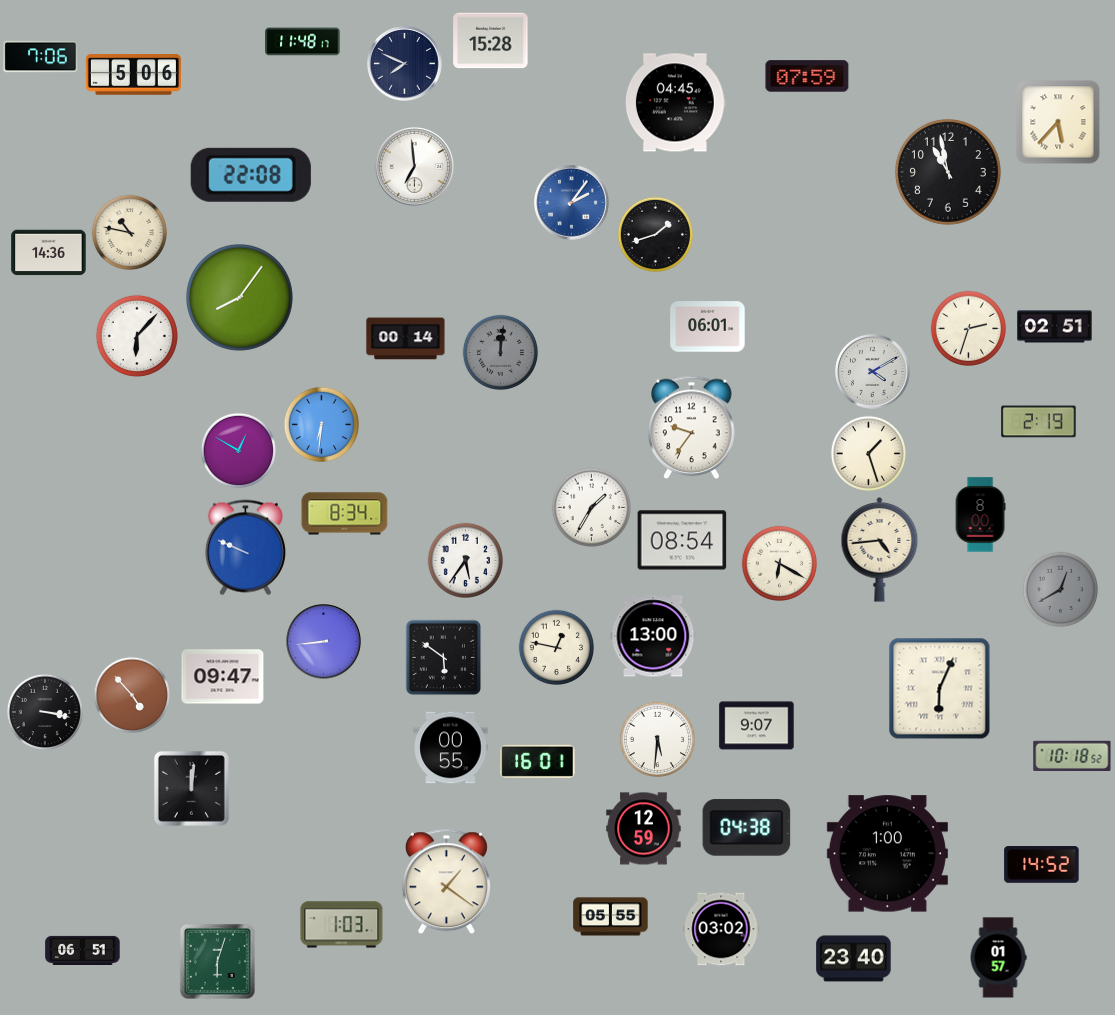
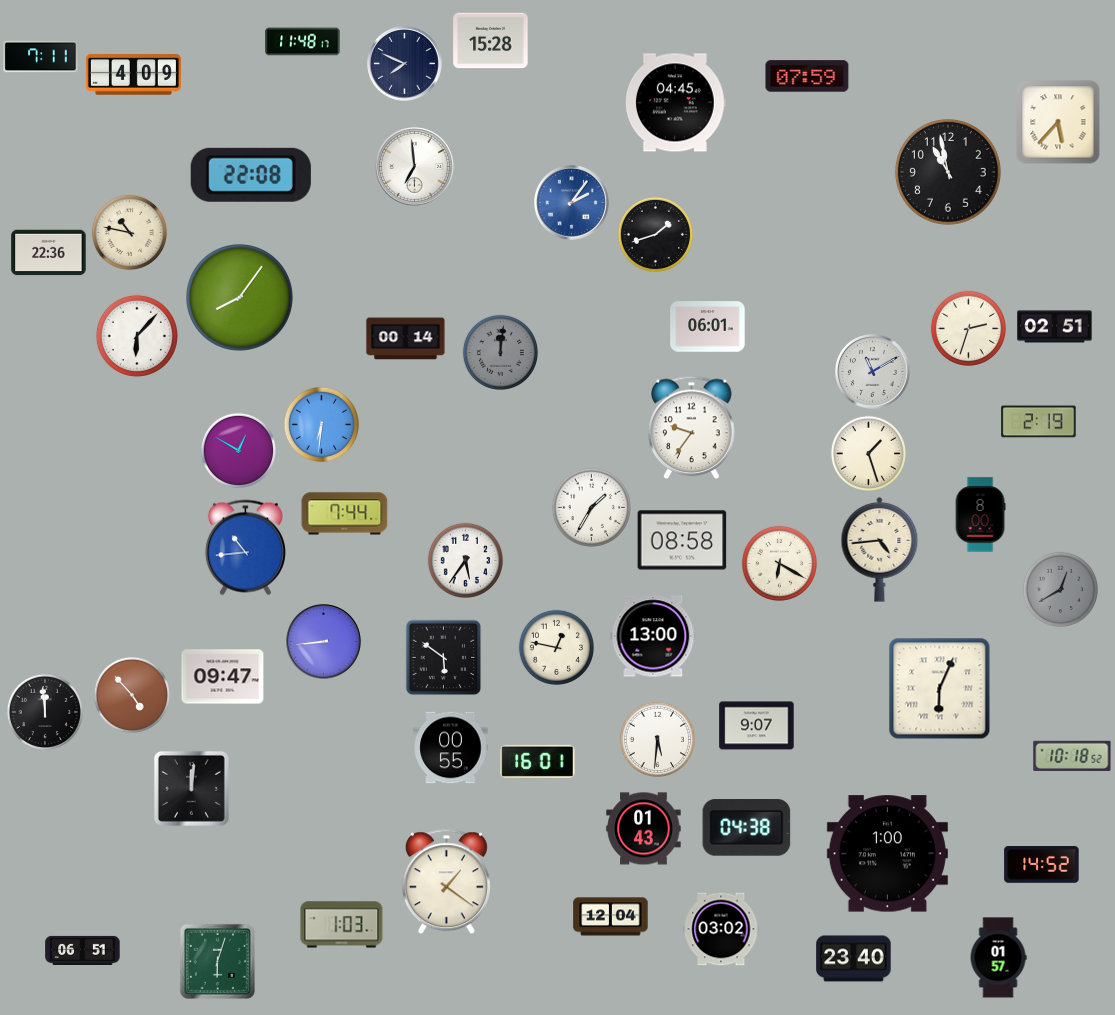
clock at (41, 57): 7:06 -> 7:11
clock at (133, 75): 5:06 -> 4:09
clock at (49, 253): 14:36 -> 22:36
clock at (873, 372): 4:10 -> 11:10
clock at (345, 514): 8:34 -> 7:44
clock at (682, 540): 08:54 -> 08:58
clock at (245, 548): 9:49 -> 10:44
clock at (44, 711): 3:17 -> 11:59
clock at (644, 829): 12:59 -> 01:43
clock at (611, 917): 05:55 -> 12:04
